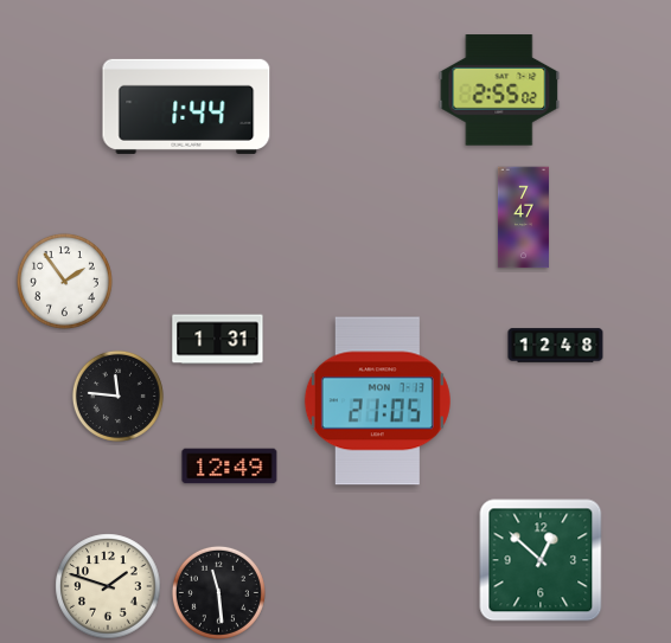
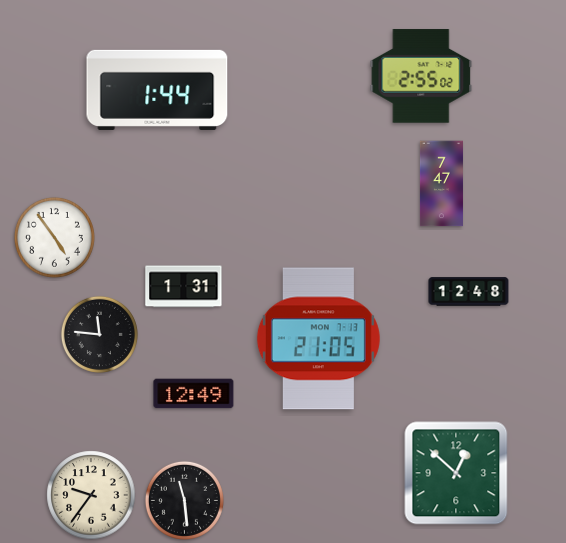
clock at (64, 281): 1:54 -> 4:54
clock at (108, 586): 1:48 -> 9:36
